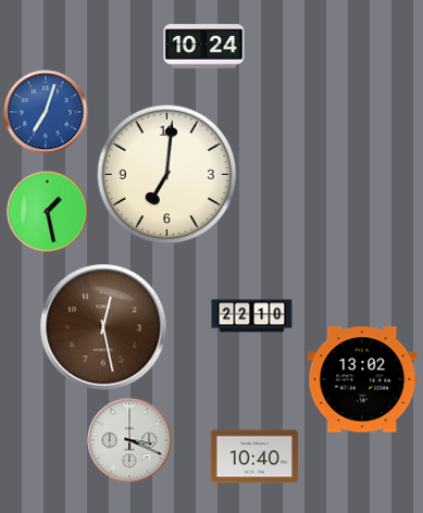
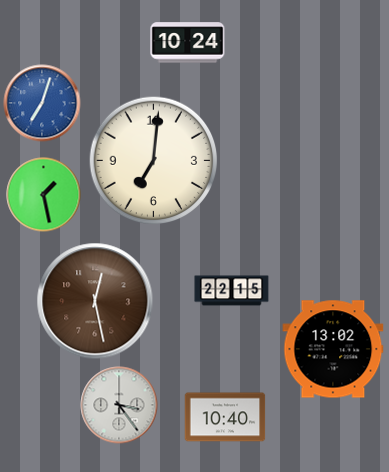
clock at (252, 316): 22:10 -> 22:15
clock at (129, 440): 3:19 -> 3:24
clock at (254, 456) position: (254, 456) -> (225, 417)
